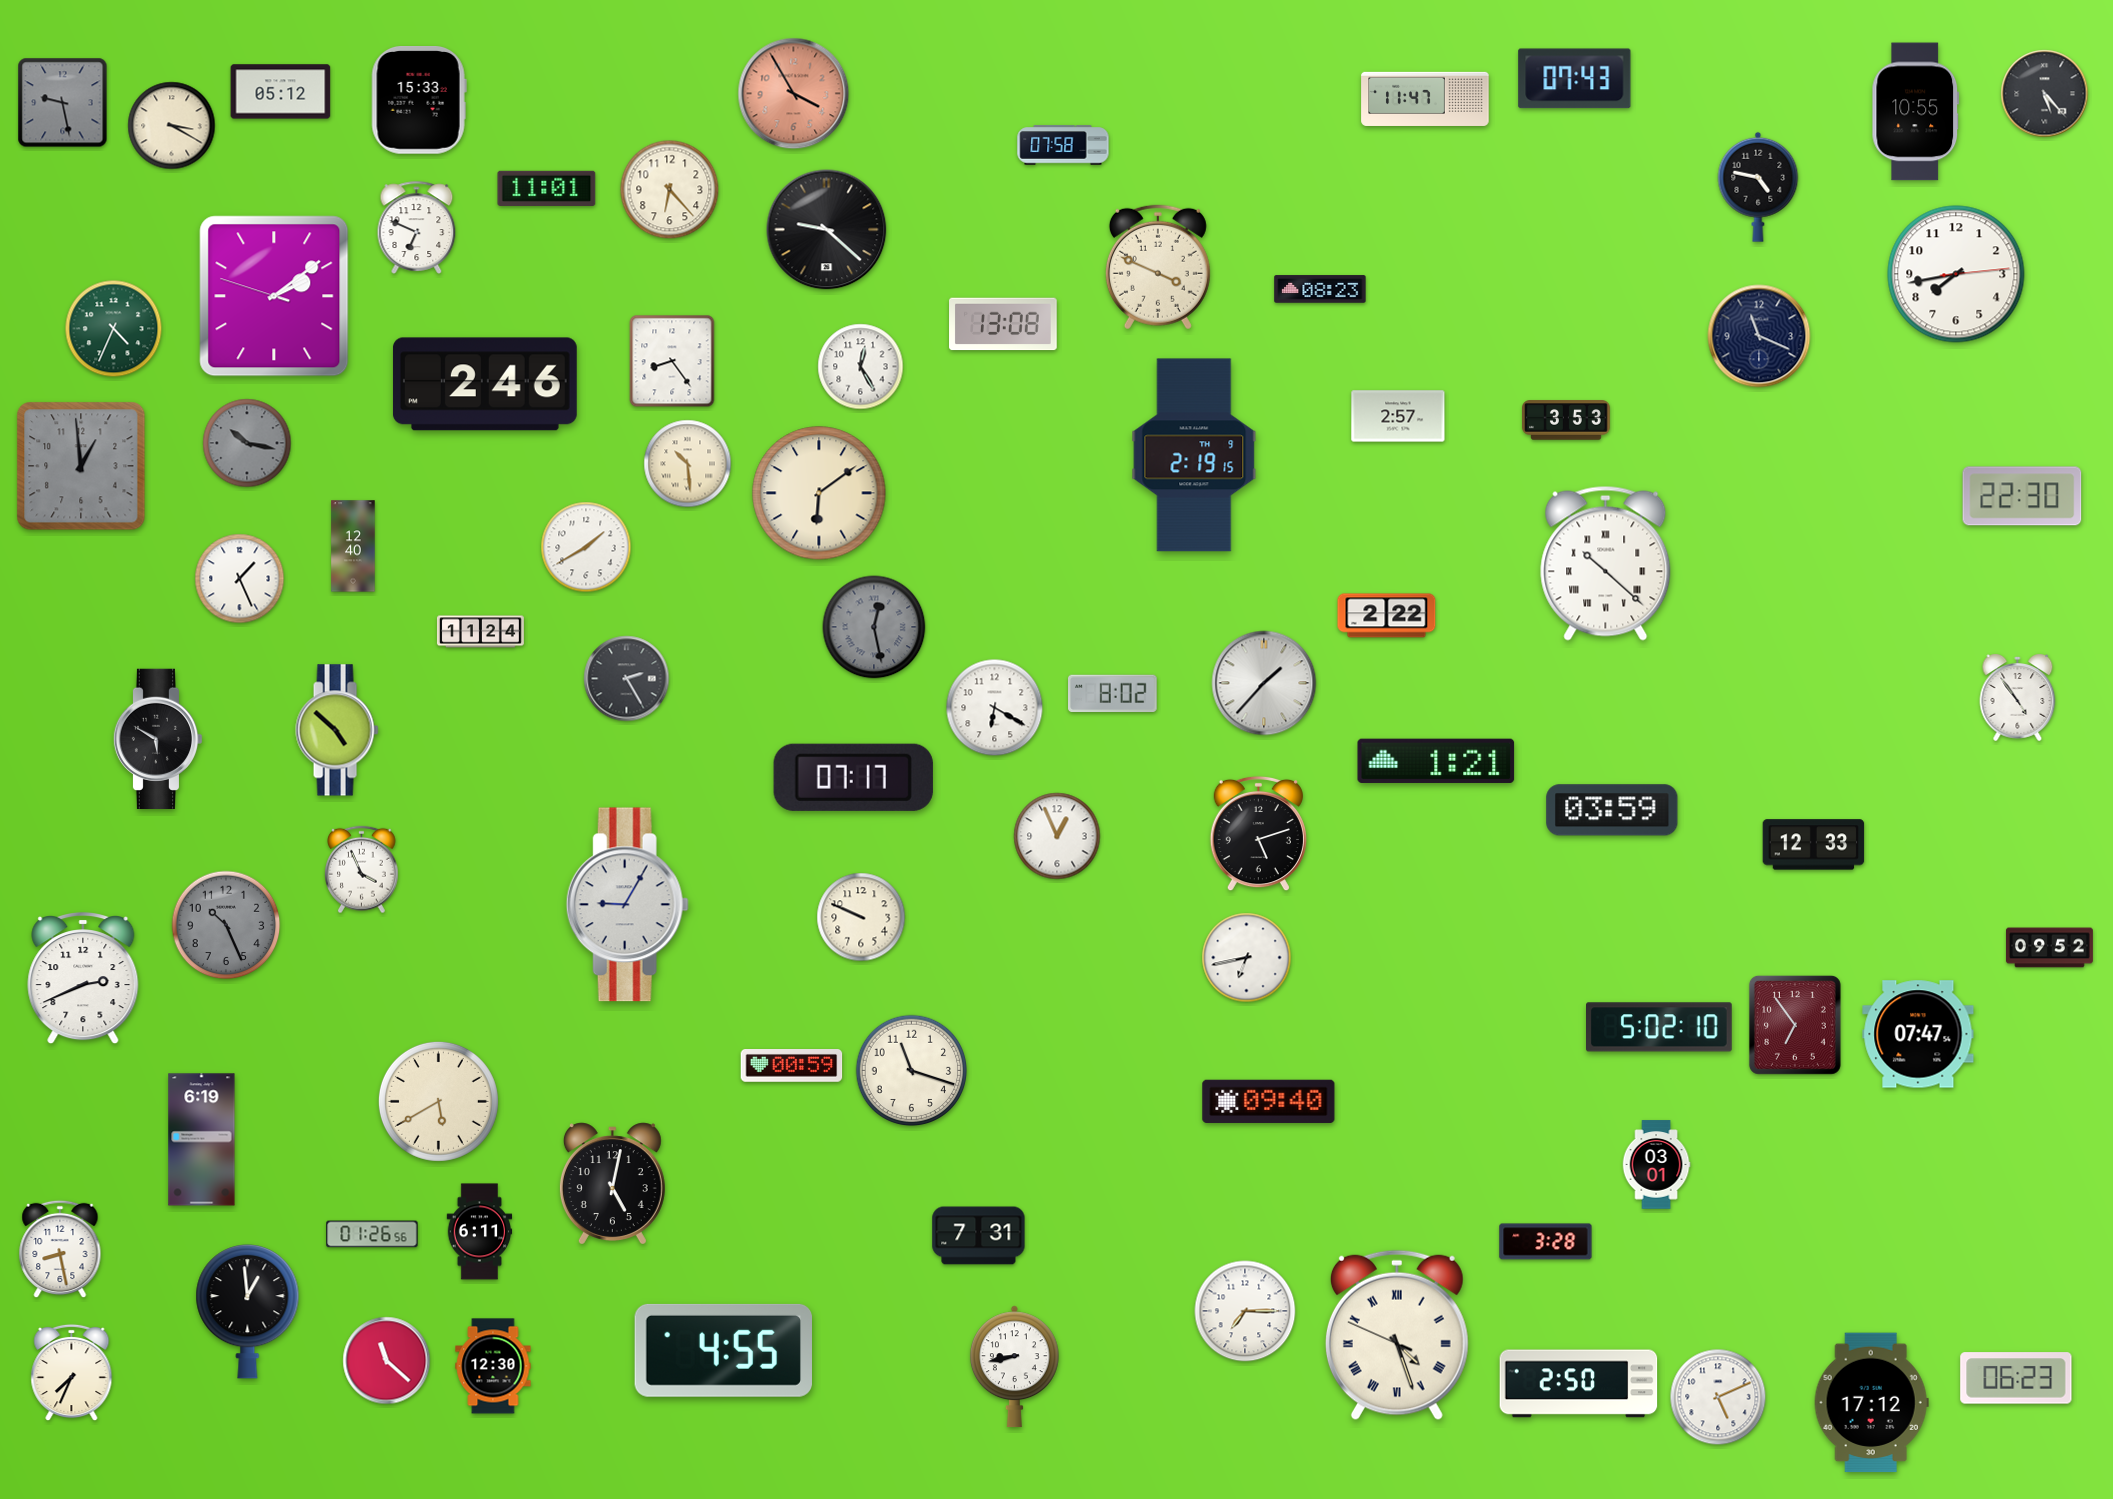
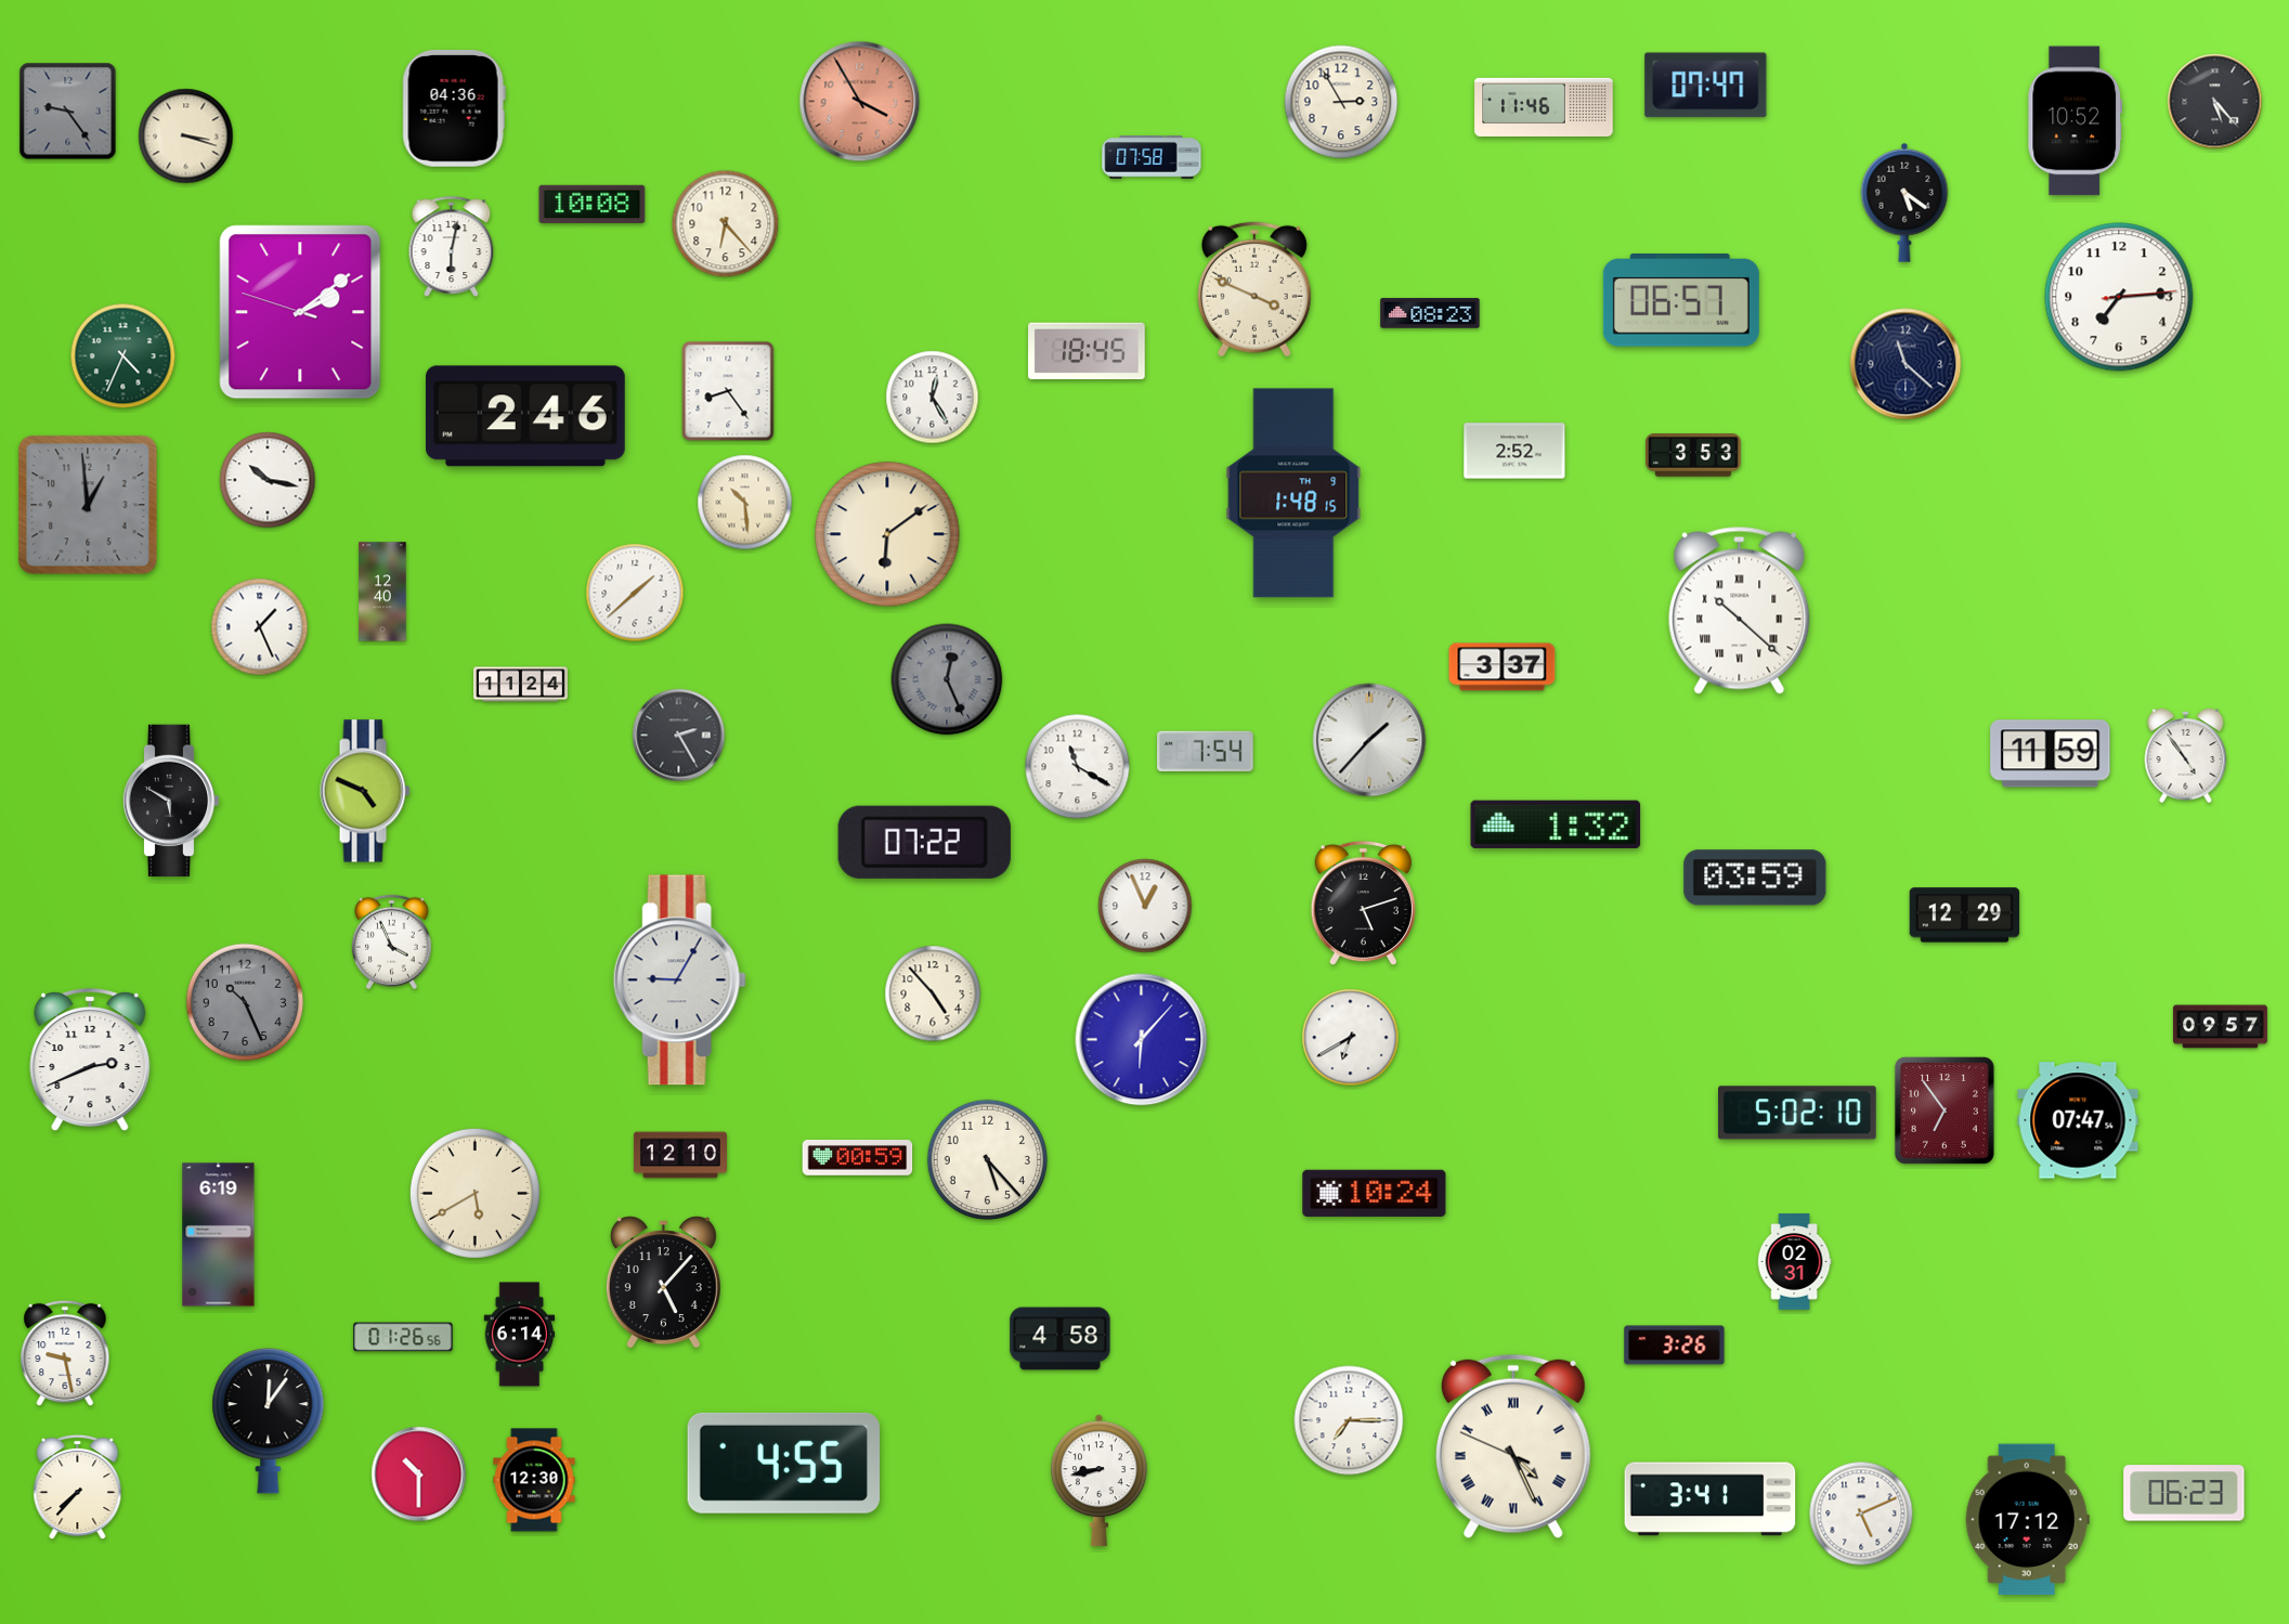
clock at (1575, 79): 07:43 -> 07:47
clock at (281, 92): 05:12 -> none
clock at (1341, 102): none -> 2:55
clock at (1425, 99): 11:47 -> 11:46
clock at (419, 101): 15:33 -> 04:36
clock at (63, 103): 9:28 -> 9:24
clock at (1916, 112): 10:55 -> 10:52
clock at (172, 126): 3:20 -> 3:18
clock at (1758, 187): 4:47 -> 5:21
clock at (547, 188): 11:01 -> 10:08
clock at (670, 190) position: (670, 190) -> (726, 224)
clock at (417, 227): 6:49 -> 6:02
clock at (827, 230): 9:22 -> none
clock at (1956, 274): 7:43 -> 7:14
clock at (1681, 301): none -> 06:57
clock at (274, 296) position: (274, 296) -> (300, 312)
clock at (1003, 324): 13:08 -> 18:45
clock at (1759, 336): 11:19 -> 11:22
clock at (1398, 416): 2:57 -> 2:52
clock at (1567, 420) position: (1567, 420) -> (1694, 455)
clock at (247, 443) dial: grey -> white
clock at (1194, 455): 2:19 -> 1:48
clock at (2022, 496): 22:30 -> none
clock at (586, 547): 1:40 -> 1:38
clock at (1387, 616): 2:22 -> 3:37
clock at (874, 627): 12:28 -> 12:26
clock at (1113, 694): 8:02 -> 7:54
clock at (2051, 754): none -> 11:59
clock at (995, 708): 6:20 -> 11:20
clock at (337, 730): 4:52 -> 4:49
clock at (1436, 761): 1:21 -> 1:32
clock at (853, 777): 07:17 -> 07:22
clock at (1612, 810) position: (1612, 810) -> (1755, 878)
clock at (1814, 845): 12:33 -> 12:29
clock at (861, 917): 9:49 -> 4:53
clock at (2049, 948): 09:52 -> 09:57
clock at (1247, 958): 6:43 -> 6:40
clock at (1142, 1040): none -> 6:07
clock at (680, 1155): none -> 12:10
clock at (792, 1066) position: (792, 1066) -> (858, 1158)
clock at (912, 1071): 11:18 -> 5:23
clock at (1269, 1101): 09:40 -> 10:24
clock at (1656, 1165): 03:01 -> 02:31
clock at (612, 1184): 5:02 -> 5:07
clock at (480, 1232): 6:11 -> 6:14
clock at (979, 1236): 7:31 -> 4:58
clock at (1546, 1242): 3:28 -> 3:26
clock at (60, 1249): 8:28 -> 9:28
clock at (248, 1312): 12:59 -> 12:06
clock at (1397, 1335): 4:26 -> 4:25
clock at (387, 1361): 11:22 -> 10:30
clock at (72, 1373): 7:34 -> 7:37
clock at (1579, 1384): 2:50 -> 3:41
